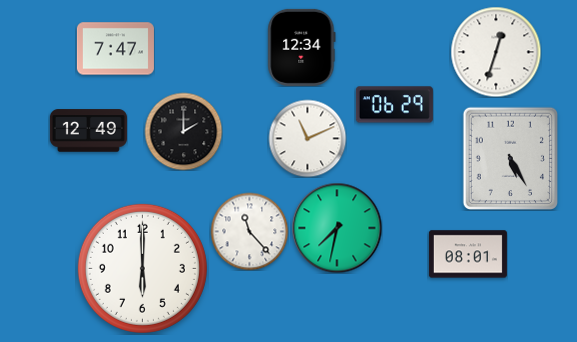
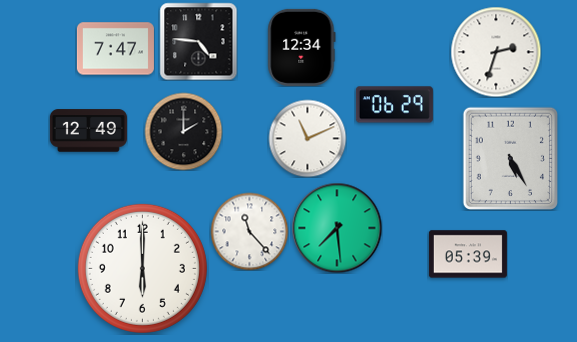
clock at (198, 41): none -> 4:46
clock at (496, 52): 12:33 -> 2:33
clock at (337, 228): 7:32 -> 7:29
clock at (468, 254): 08:01 -> 05:39
